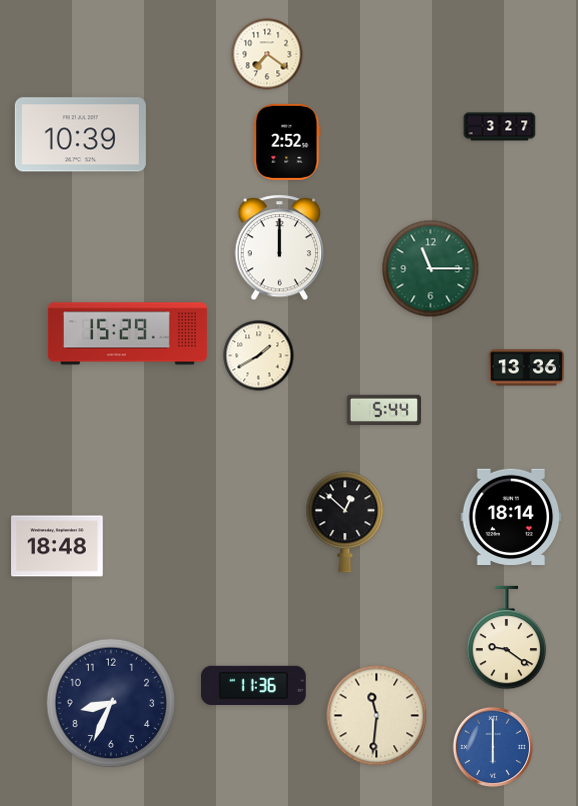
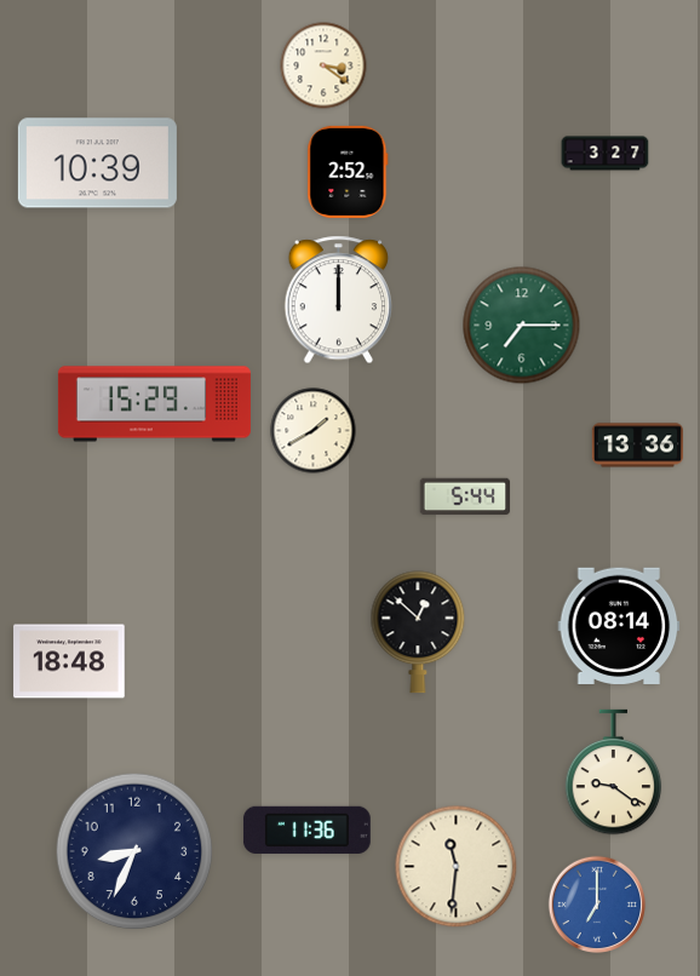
clock at (267, 54): 7:21 -> 3:21
clock at (431, 269): 11:15 -> 7:15
clock at (511, 516): 18:14 -> 08:14
clock at (493, 747): 6:00 -> 7:00
